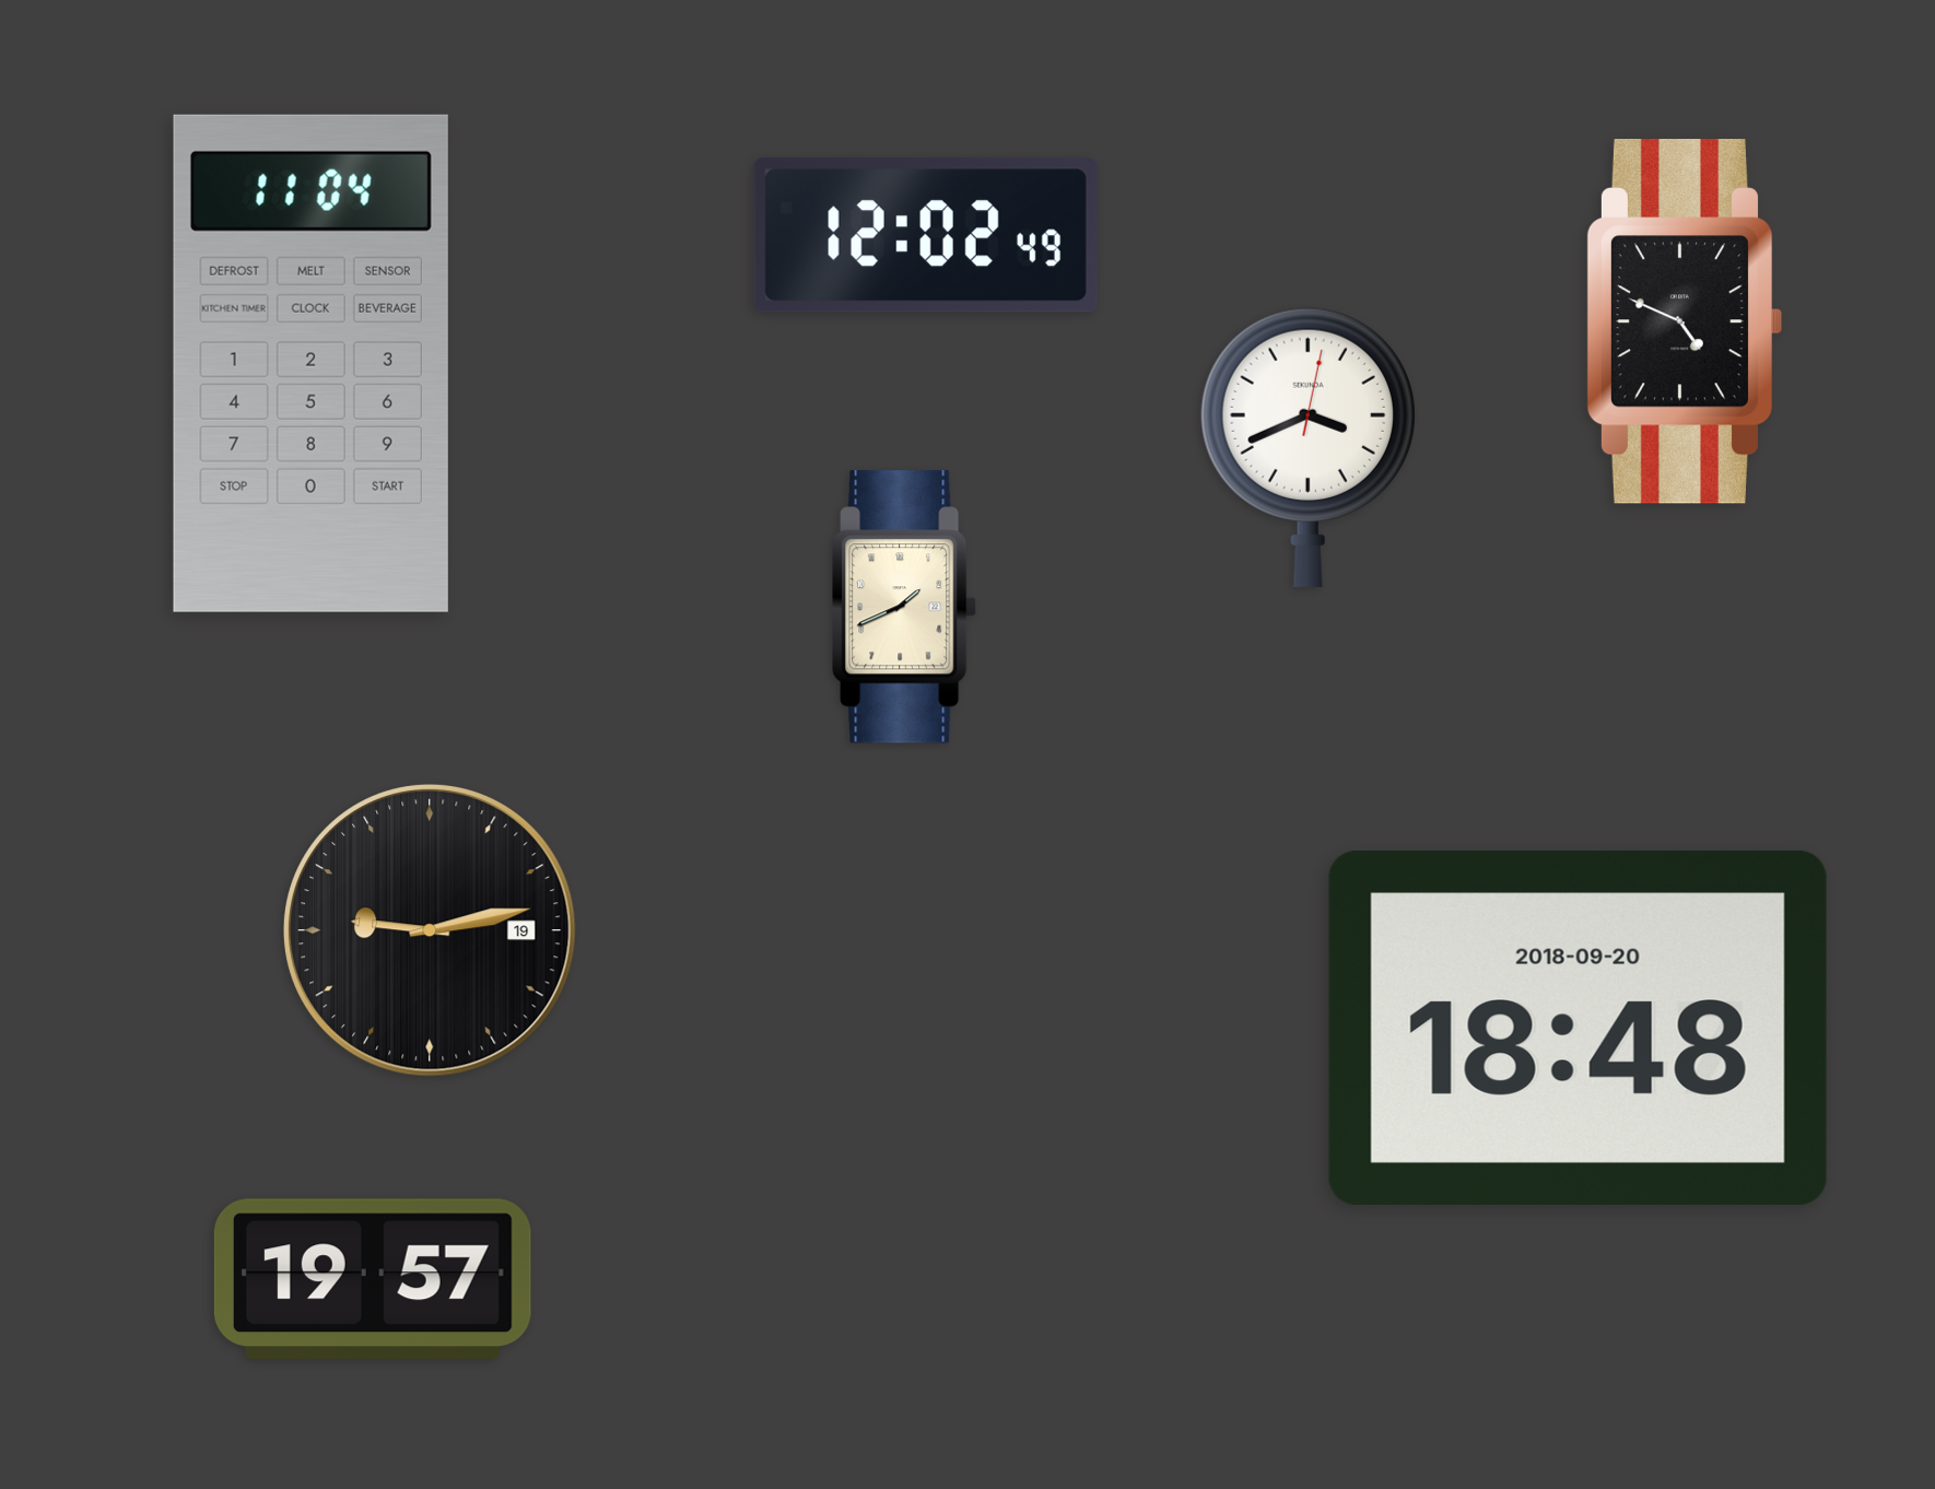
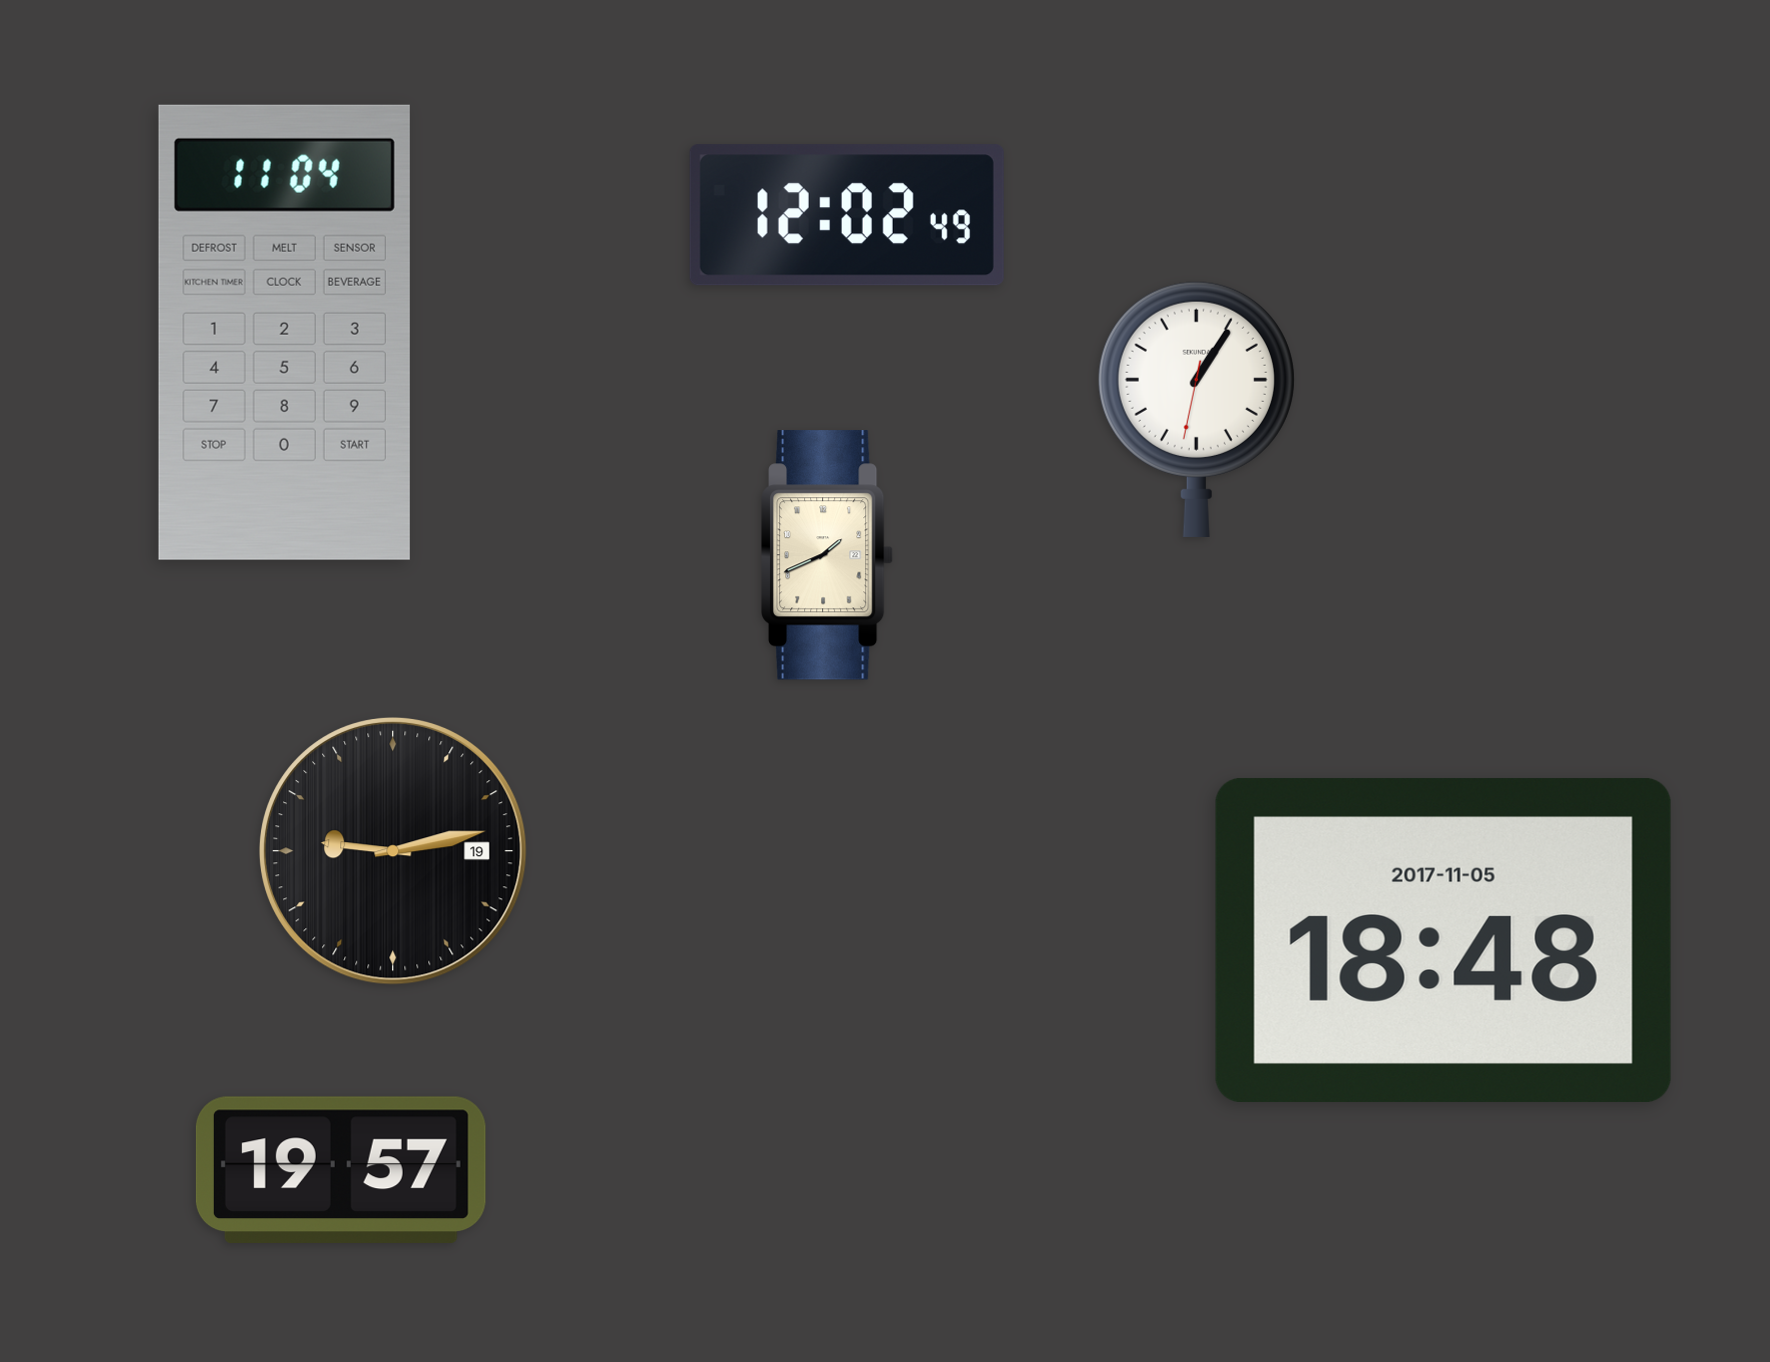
clock at (1685, 323): 4:49 -> none
clock at (1307, 446): 3:41 -> 1:05
clock at (1578, 1028) date: 2018-09-20 -> 2017-11-05
